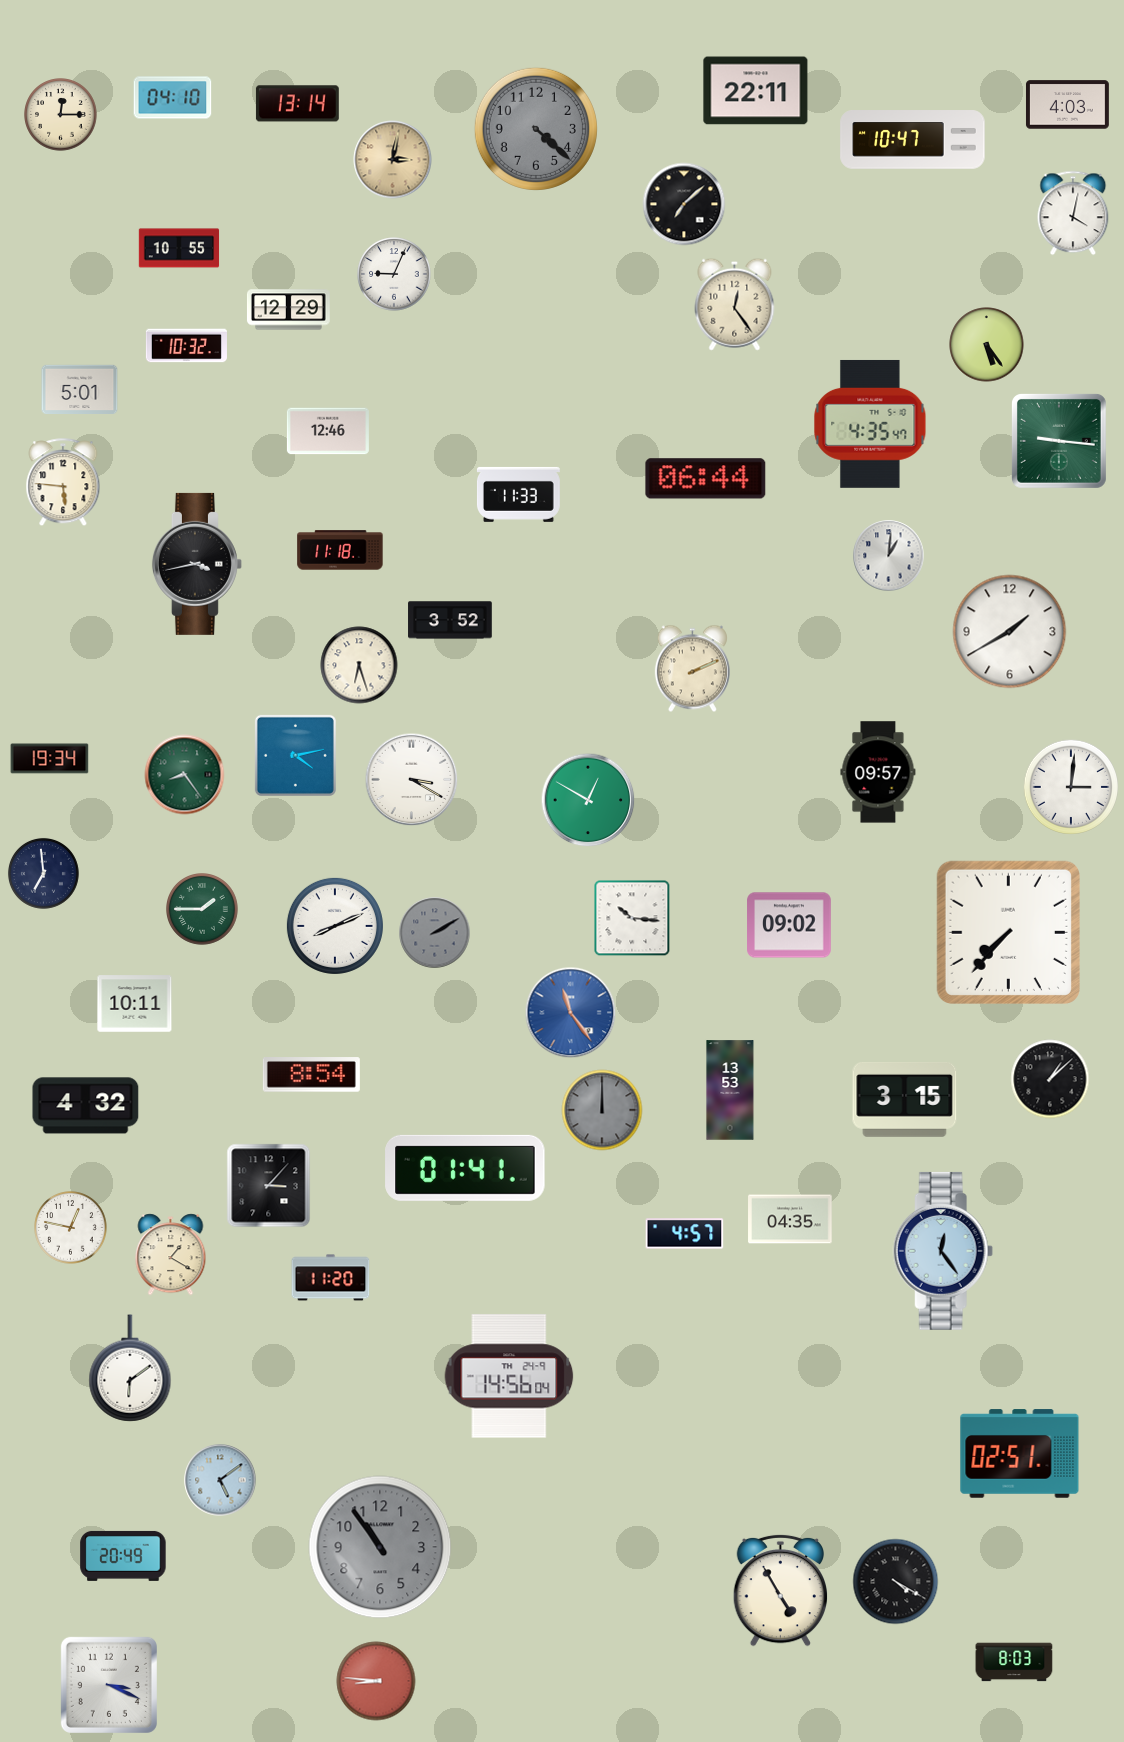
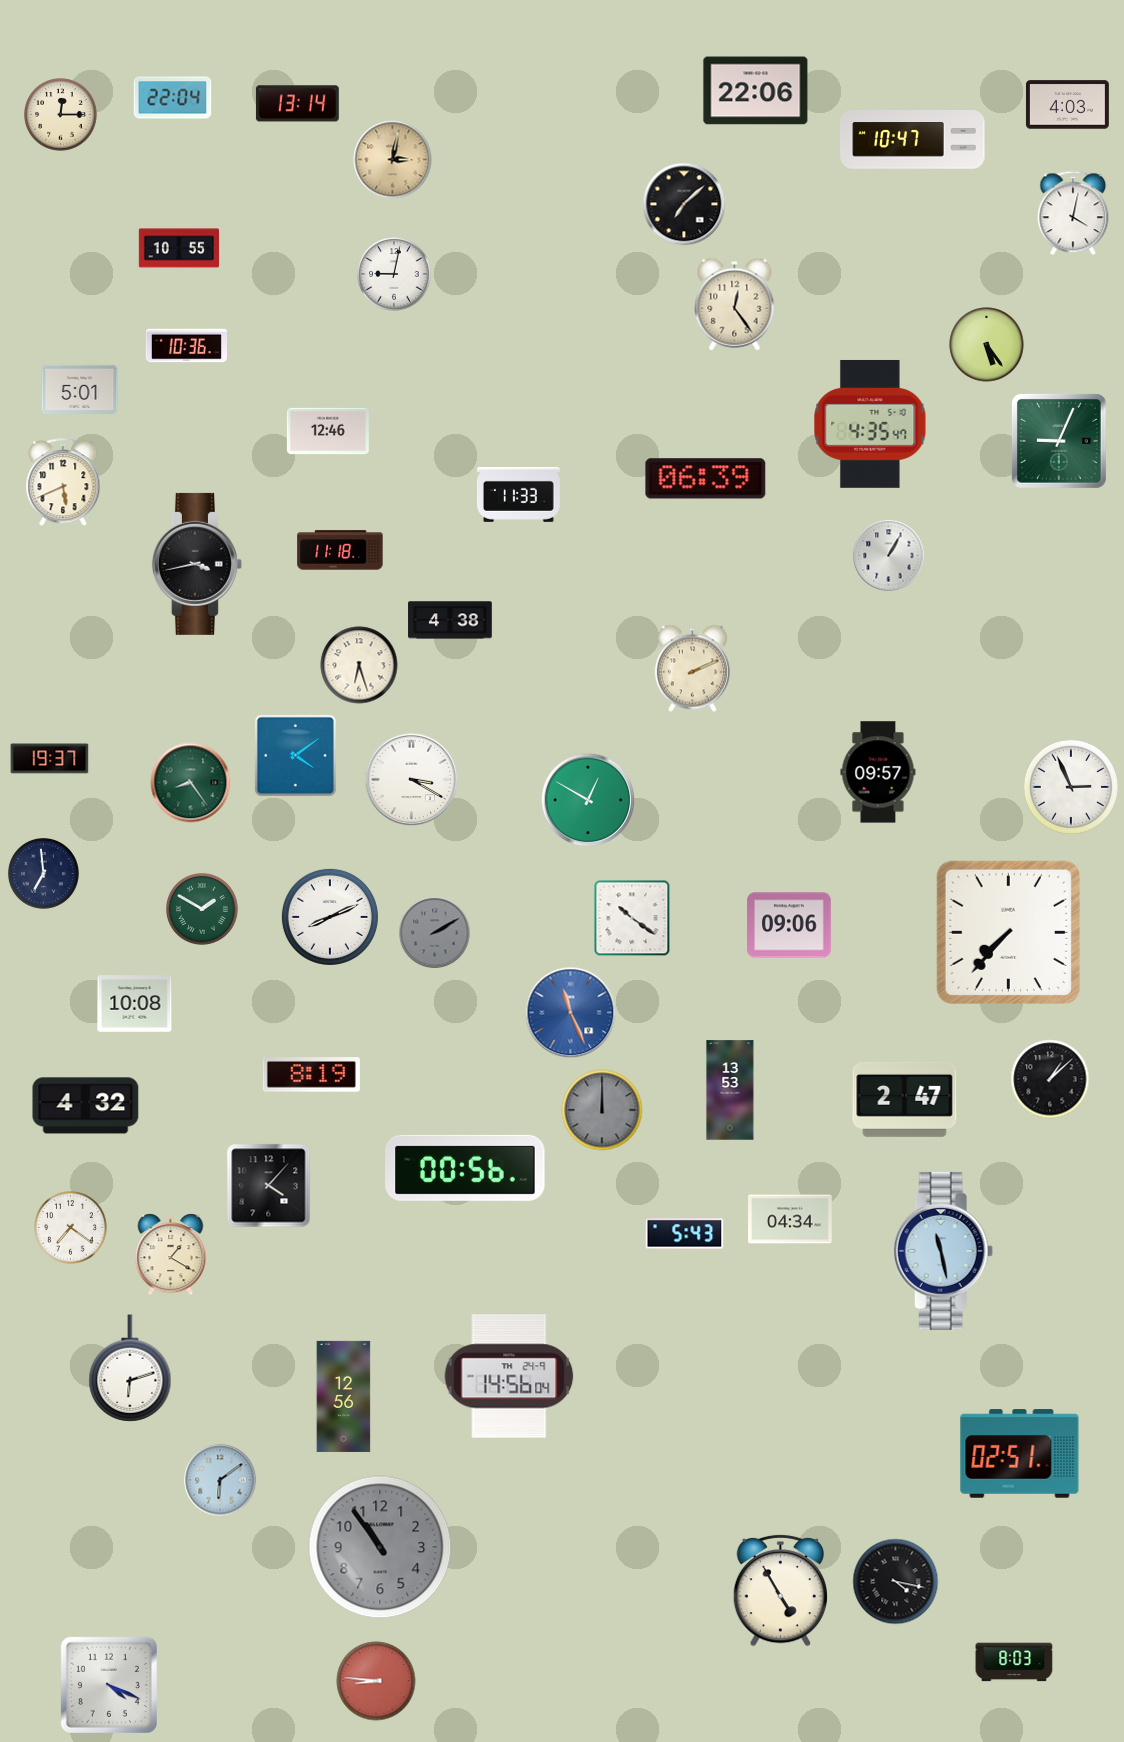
clock at (756, 91): 22:11 -> 22:06
clock at (173, 98): 04:10 -> 22:04
clock at (536, 129): 4:22 -> none
clock at (394, 274): 9:04 -> 9:02
clock at (289, 310): 12:29 -> none
clock at (186, 346): 10:32 -> 10:36
clock at (1059, 441): 9:16 -> 9:04
clock at (706, 479): 06:44 -> 06:39
clock at (63, 483): 5:46 -> 5:41
clock at (889, 556): 1:01 -> 1:05
clock at (450, 620): 3:52 -> 4:38
clock at (1010, 632): 1:40 -> none
clock at (295, 755): 4:13 -> 4:09
clock at (50, 759): 19:34 -> 19:37
clock at (185, 775) position: (185, 775) -> (191, 783)
clock at (1070, 786): 3:01 -> 2:56
clock at (203, 910): 1:45 -> 1:50
clock at (632, 918): 10:16 -> 10:21
clock at (789, 925): 09:02 -> 09:06
clock at (335, 926) position: (335, 926) -> (330, 917)
clock at (135, 1004): 10:11 -> 10:08
clock at (571, 1013): 11:24 -> 11:26
clock at (311, 1075): 8:54 -> 8:19
clock at (905, 1099): 3:15 -> 2:47
clock at (465, 1168): 01:41 -> 00:56
clock at (269, 1186): 3:07 -> 4:07
clock at (790, 1219): 04:35 -> 04:34
clock at (71, 1228): 12:47 -> 7:21
clock at (685, 1234): 4:57 -> 5:43
clock at (943, 1251): 12:24 -> 11:28
clock at (331, 1278): 11:20 -> none
clock at (130, 1368): 6:09 -> 6:12
clock at (344, 1396): none -> 12:56
clock at (220, 1480): 5:09 -> 6:09
clock at (123, 1556): 20:49 -> none
clock at (896, 1582): 4:20 -> 4:17
clock at (109, 1685): 3:19 -> 4:19
